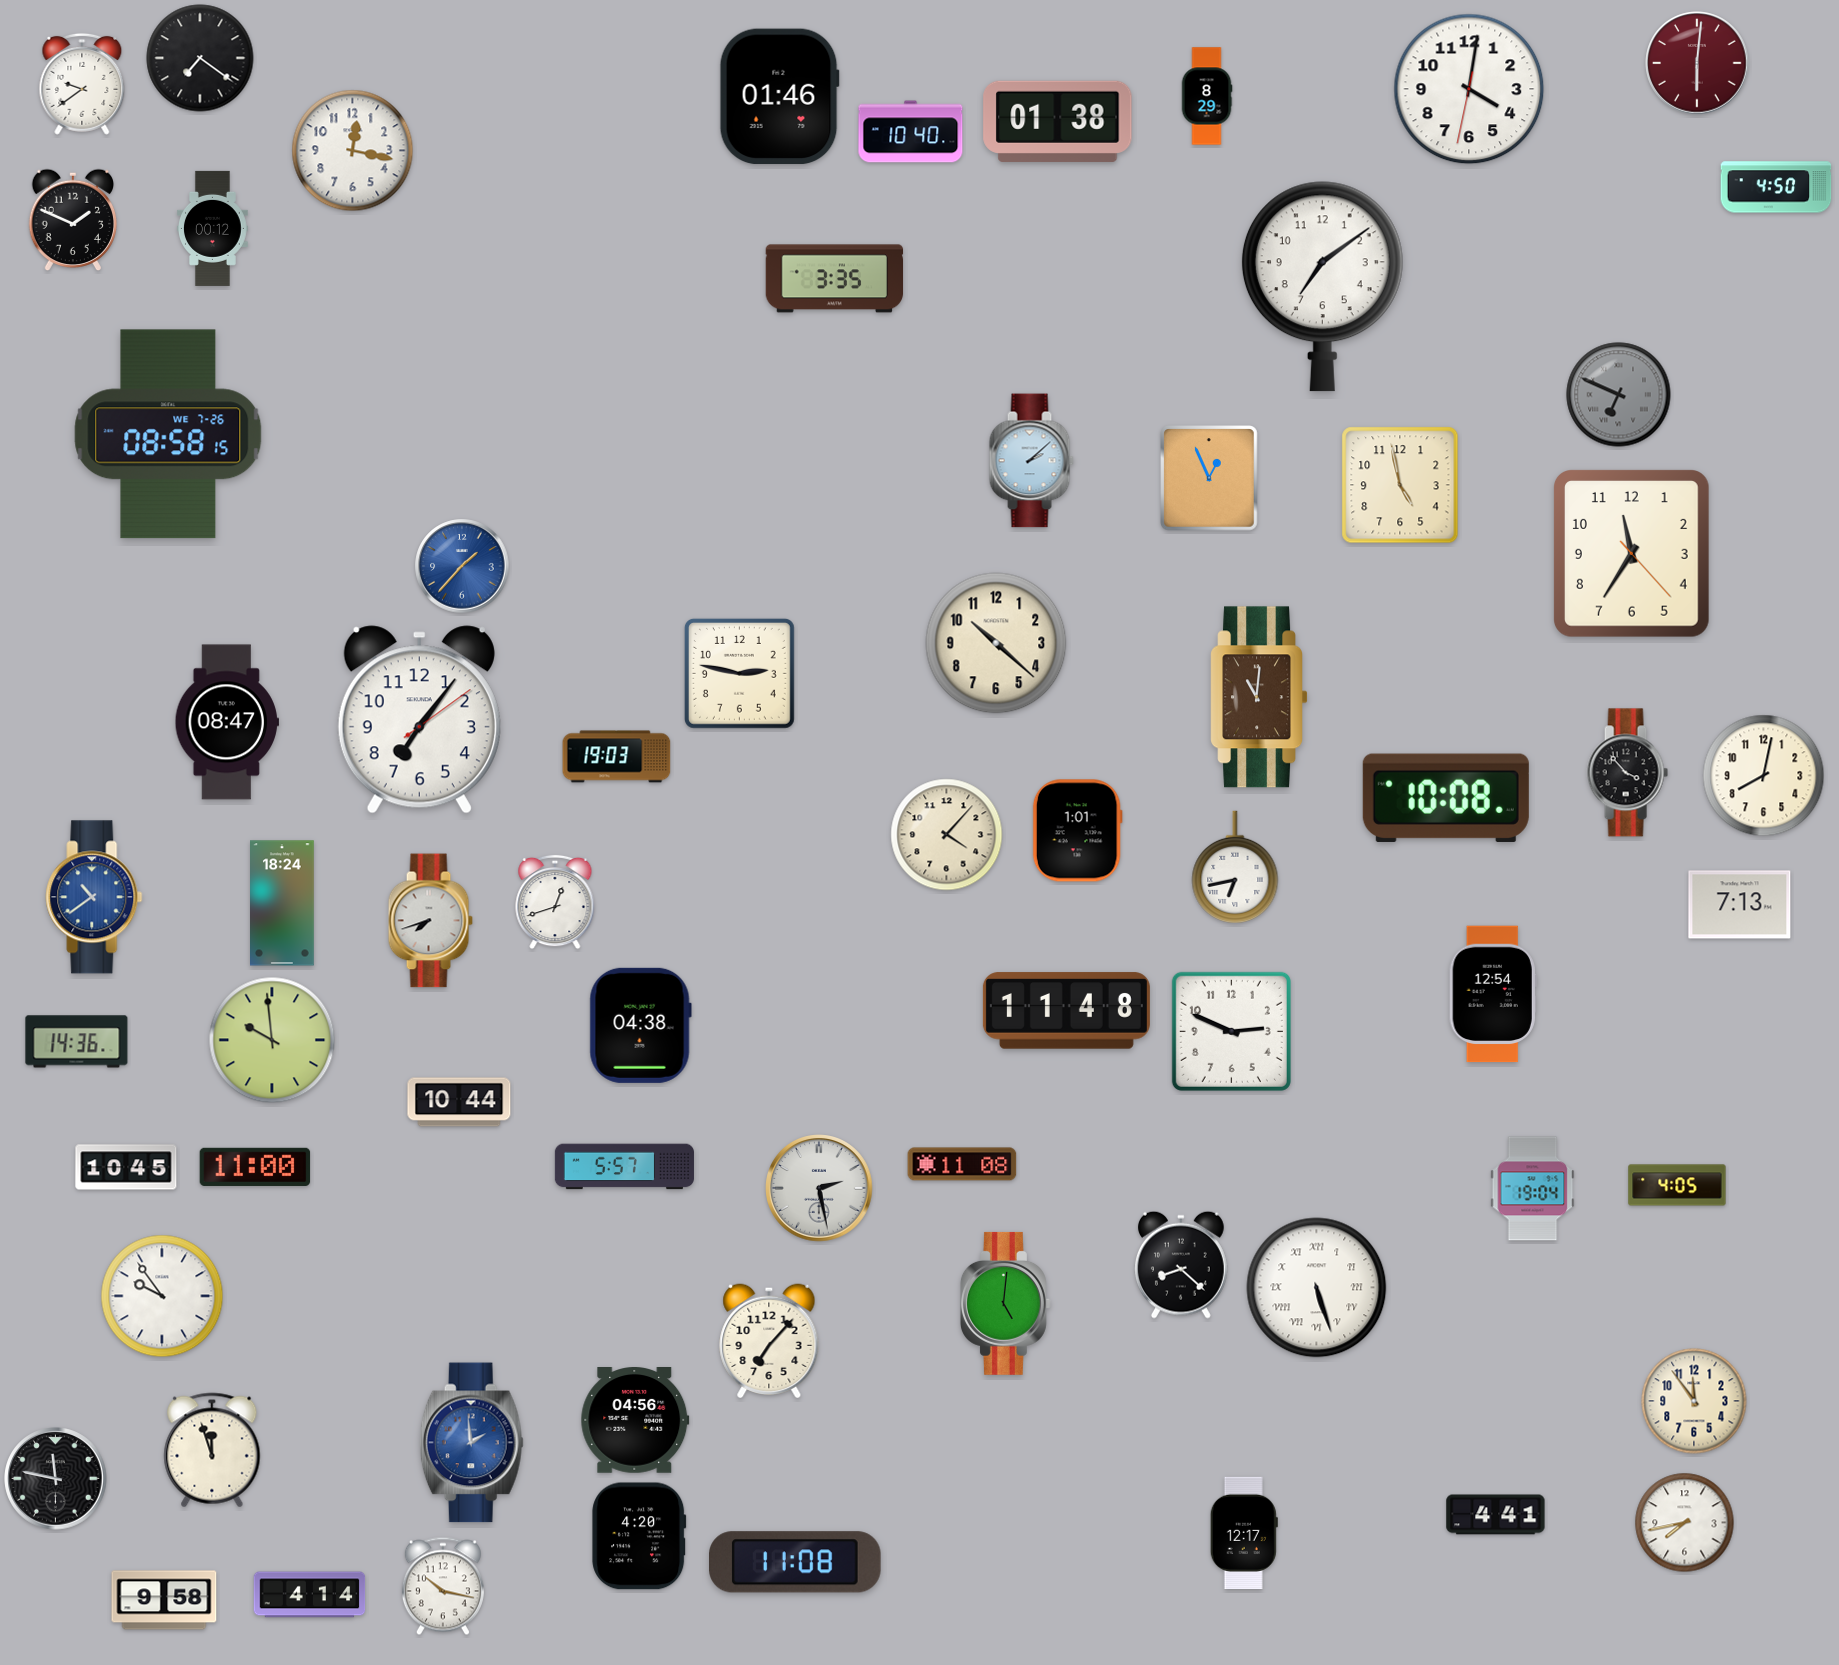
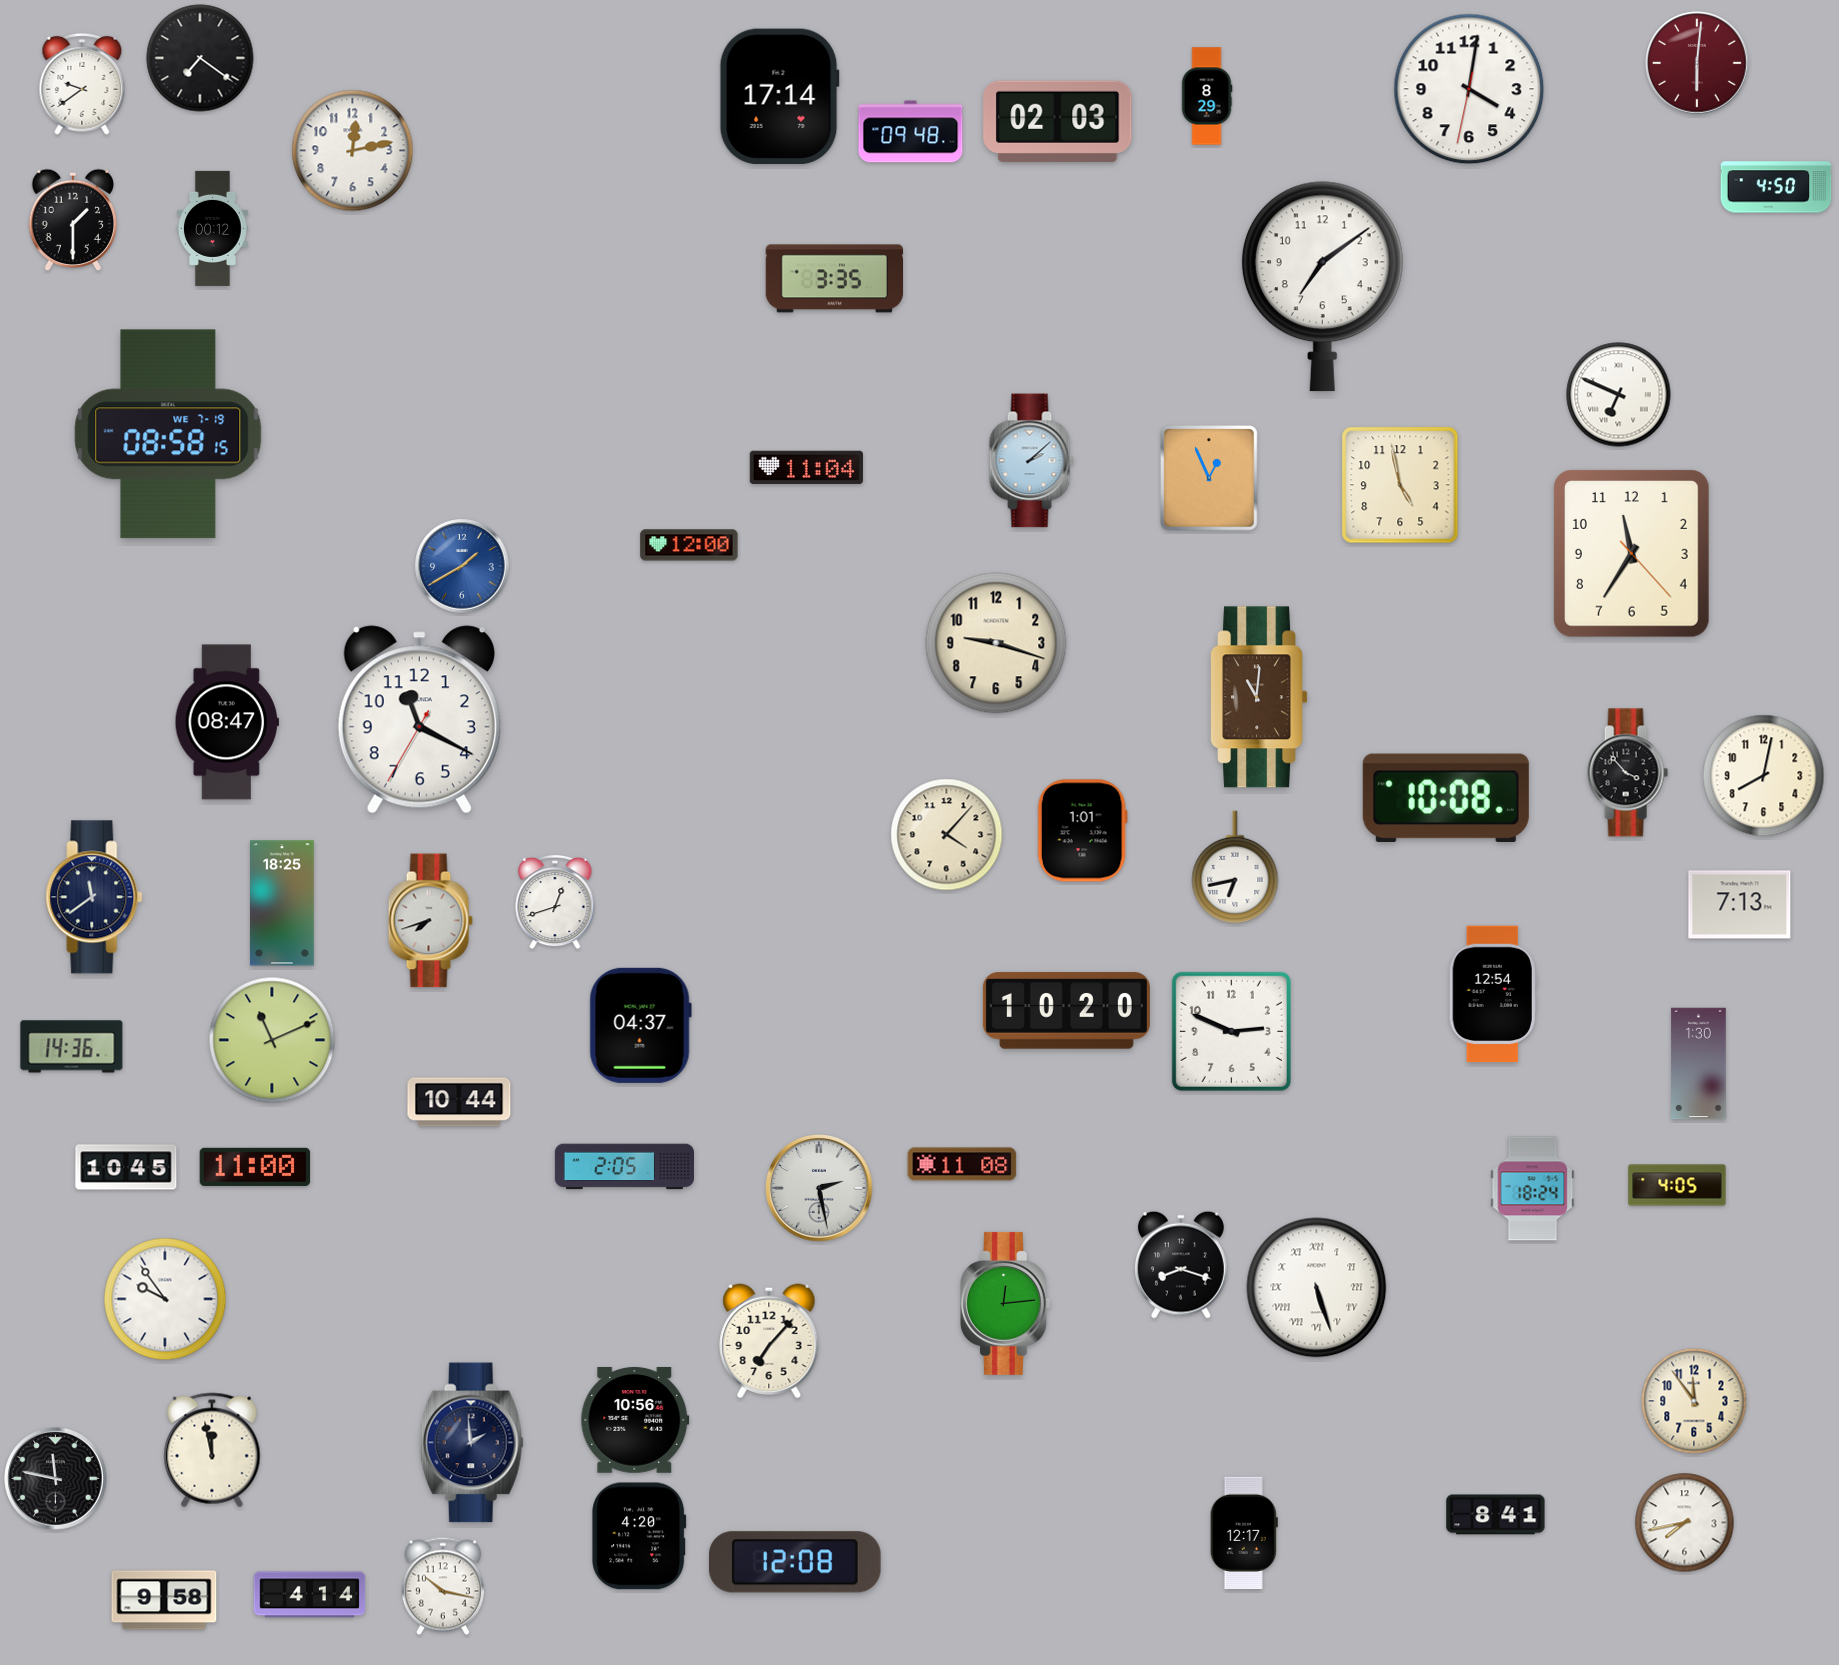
clock at (779, 97): 01:46 -> 17:14
clock at (1058, 121): 01:38 -> 02:03
clock at (911, 132): 10:40 -> 09:48
clock at (353, 151): 12:17 -> 12:13
clock at (72, 220): 1:49 -> 1:30
clock at (1619, 395) dial: grey -> white
clock at (168, 434) date: WE 7-26 -> WE 7-19
clock at (806, 467): none -> 11:04
clock at (689, 545): none -> 12:00
clock at (462, 566): 1:37 -> 1:40
clock at (996, 643): 10:22 -> 9:18
clock at (739, 673): 2:47 -> none
clock at (419, 720): 7:06 -> 11:19
clock at (617, 757): 19:03 -> none
clock at (1077, 831) position: (1077, 831) -> (1082, 831)
clock at (94, 897): 10:39 -> 11:39
clock at (94, 897) dial: blue -> navy
clock at (283, 903): 18:24 -> 18:25
clock at (1066, 1011): 11:48 -> 10:20
clock at (640, 1025): 04:38 -> 04:37
clock at (272, 1040): 9:59 -> 11:11
clock at (77, 1042) position: (77, 1042) -> (72, 1047)
clock at (1699, 1064): none -> 1:30
clock at (624, 1167): 5:57 -> 2:05
clock at (1533, 1189): 19:04 -> 18:24
clock at (1181, 1265): 8:22 -> 8:18
clock at (162, 1296) position: (162, 1296) -> (165, 1299)
clock at (1005, 1303): 5:01 -> 12:14
clock at (635, 1421): 04:56 -> 10:56
clock at (471, 1443) dial: blue -> navy
clock at (212, 1450): 11:57 -> 11:58
clock at (1496, 1515): 4:41 -> 8:41
clock at (796, 1562): 11:08 -> 12:08
